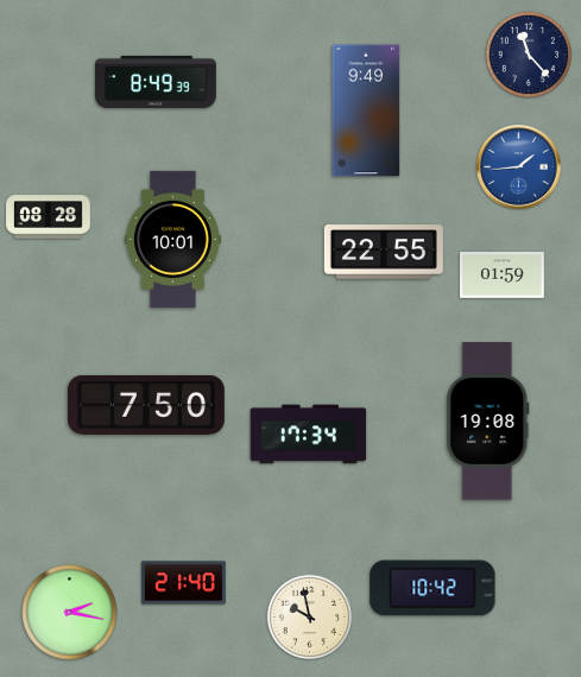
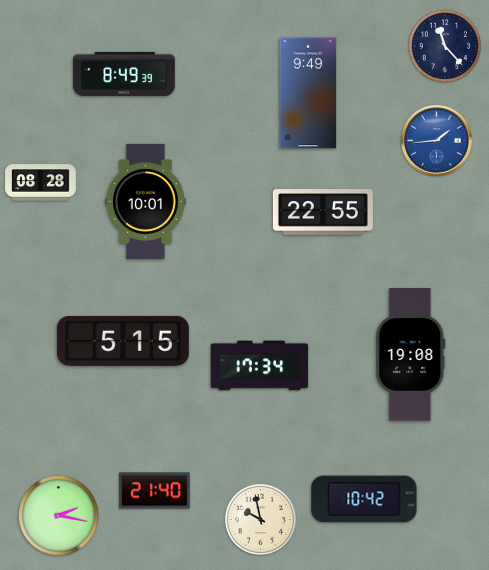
clock at (156, 82) position: (156, 82) -> (124, 74)
clock at (503, 276): 01:59 -> none
clock at (146, 405): 7:50 -> 5:15
clock at (432, 588) position: (432, 588) -> (364, 499)
